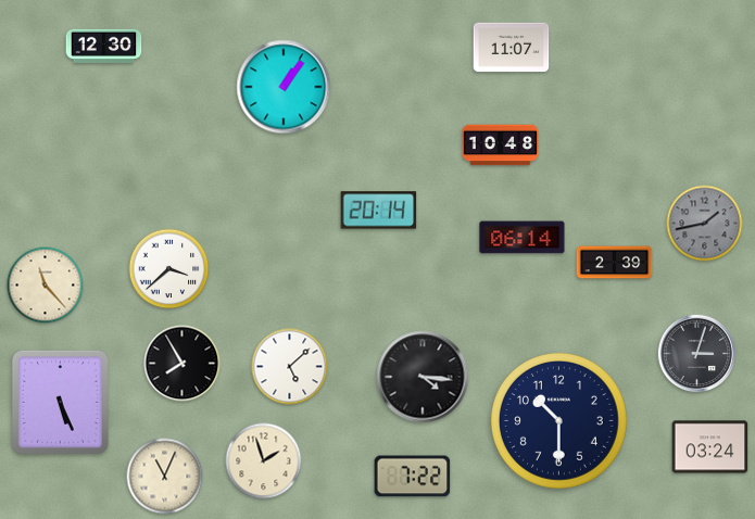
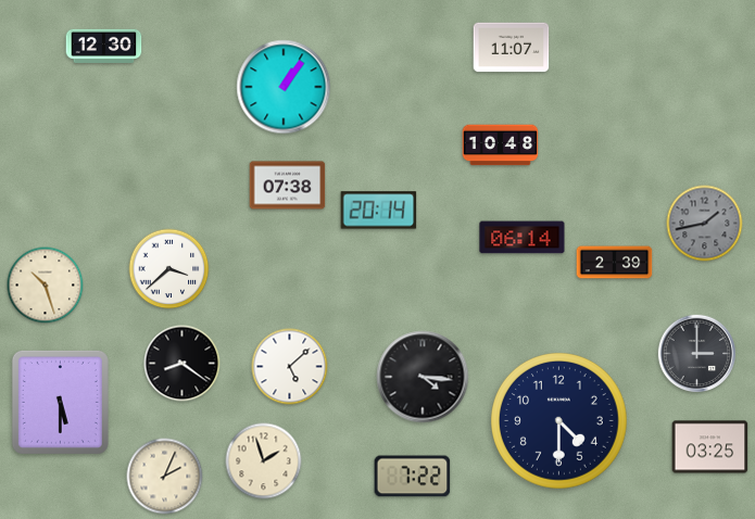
clock at (288, 186): none -> 07:38
clock at (46, 286): 11:23 -> 10:27
clock at (696, 353): 3:03 -> 3:00
clock at (183, 364): 7:55 -> 8:21
clock at (60, 402): 5:26 -> 5:30
clock at (559, 421): 10:30 -> 4:30
clock at (710, 447): 03:24 -> 03:25
clock at (165, 477): 11:04 -> 2:04
